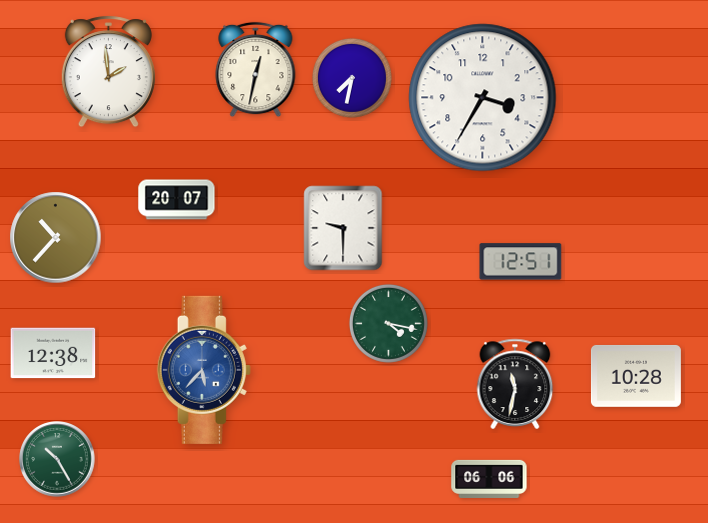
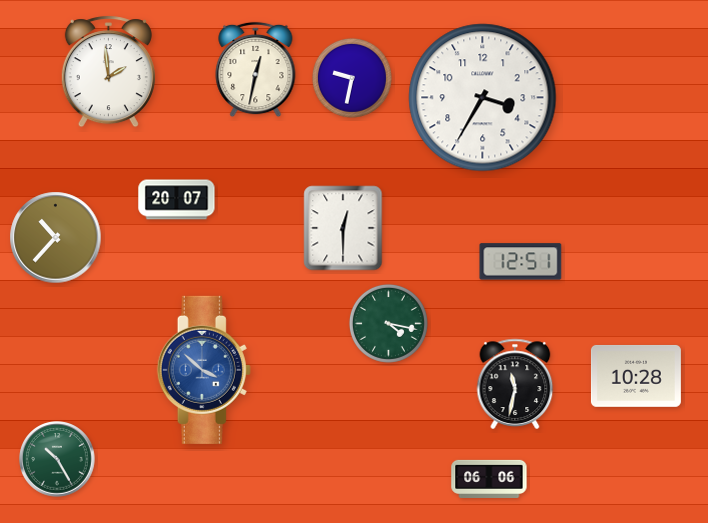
clock at (352, 78): 7:32 -> 9:32
clock at (343, 228): 9:30 -> 12:30
clock at (53, 353): 12:38 -> none
clock at (204, 370): 5:37 -> 3:52
